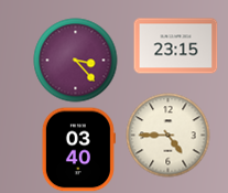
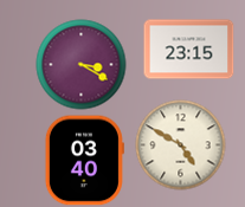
clock at (76, 61): 3:23 -> 3:20
clock at (169, 136): 4:45 -> 4:50
